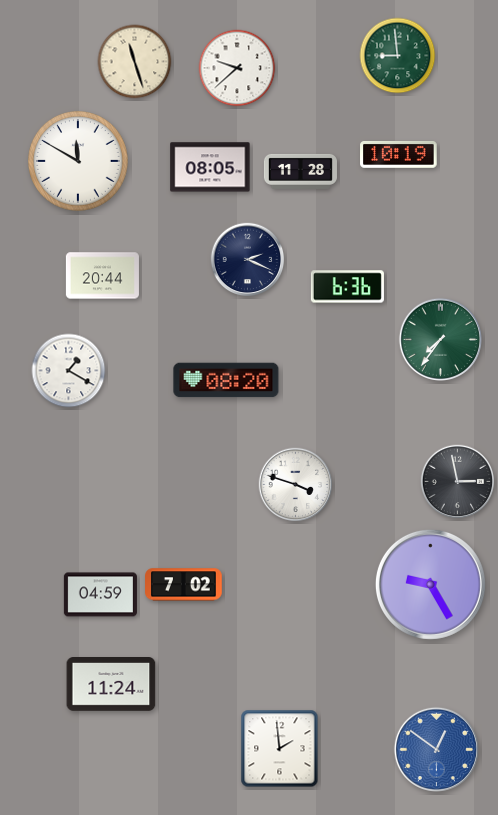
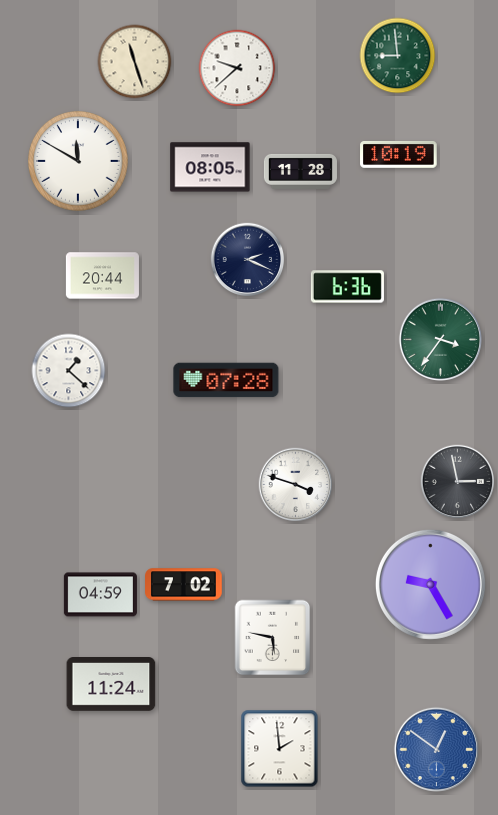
clock at (440, 339): 7:36 -> 3:36
clock at (69, 371): 1:20 -> 1:22
clock at (226, 380): 08:20 -> 07:28
clock at (273, 638): none -> 5:47
